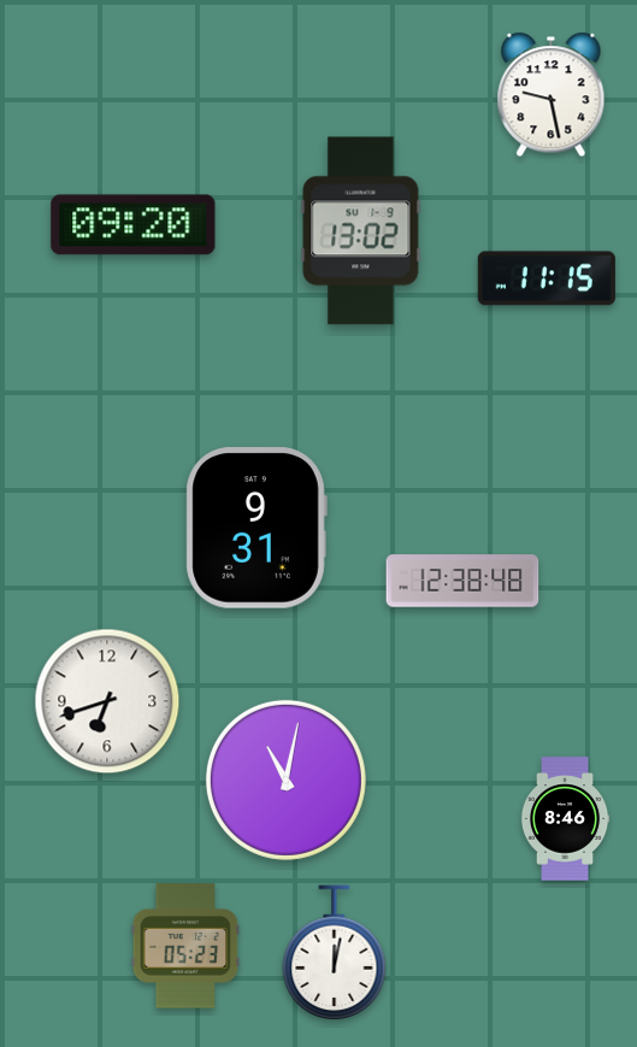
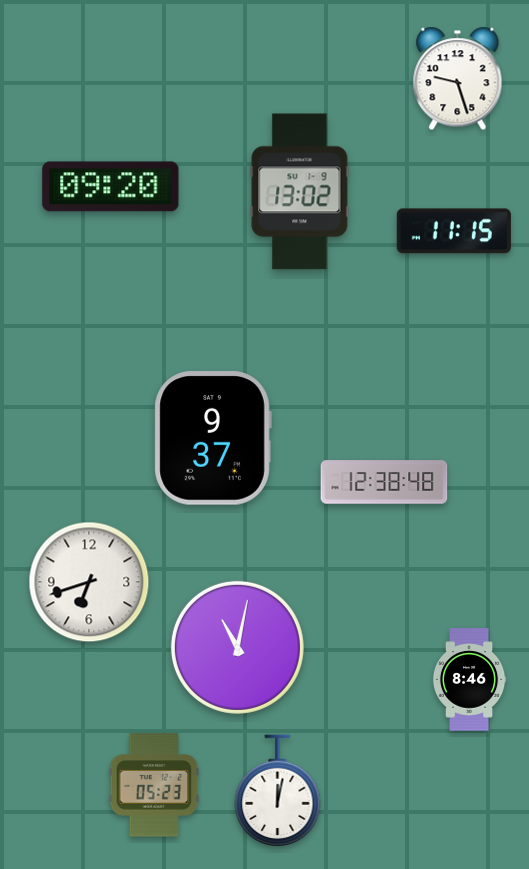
clock at (552, 95): 9:28 -> 9:27
clock at (256, 528): 9:31 -> 9:37
